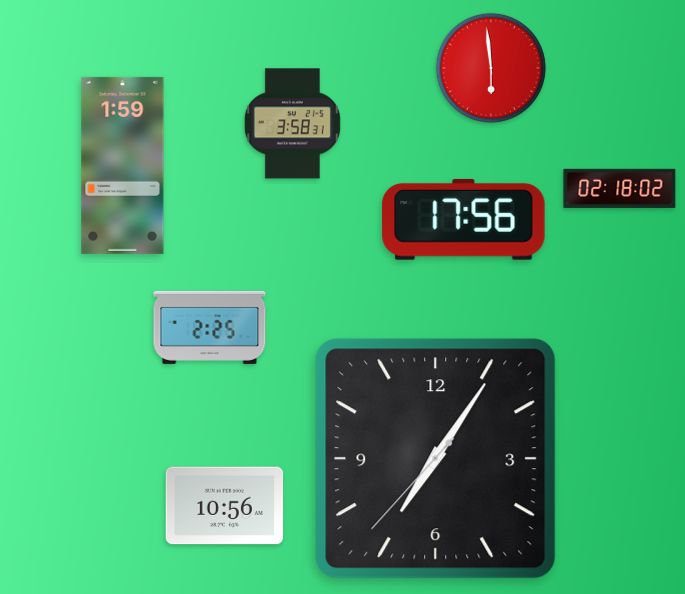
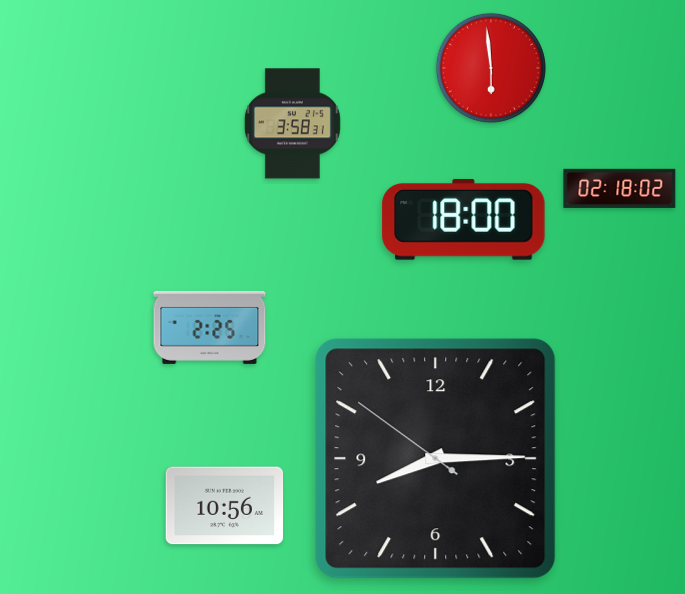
clock at (123, 165): 1:59 -> none
clock at (464, 219): 17:56 -> 18:00
clock at (436, 459): 7:05 -> 8:14
